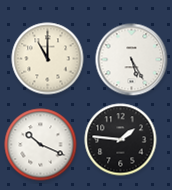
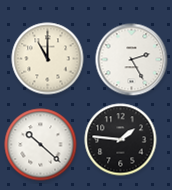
clock at (132, 60): 5:25 -> 2:25
clock at (41, 145): 10:19 -> 10:22
